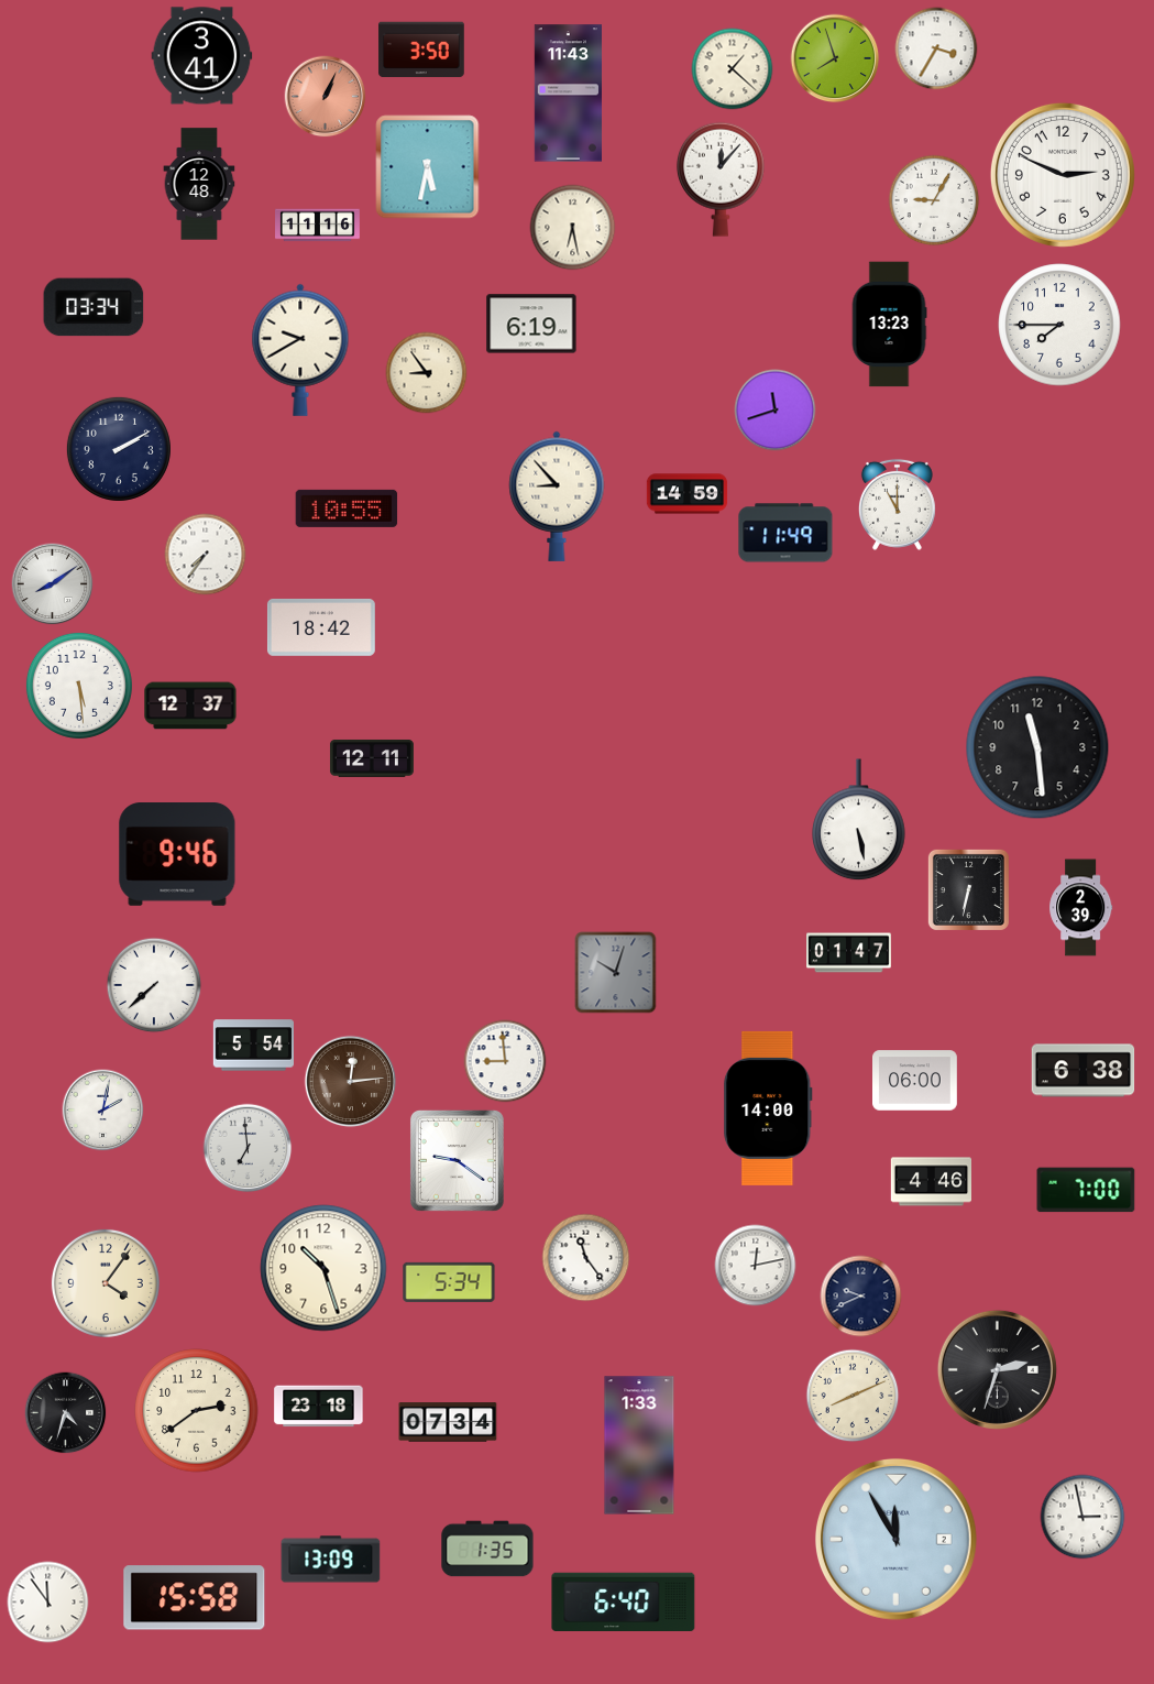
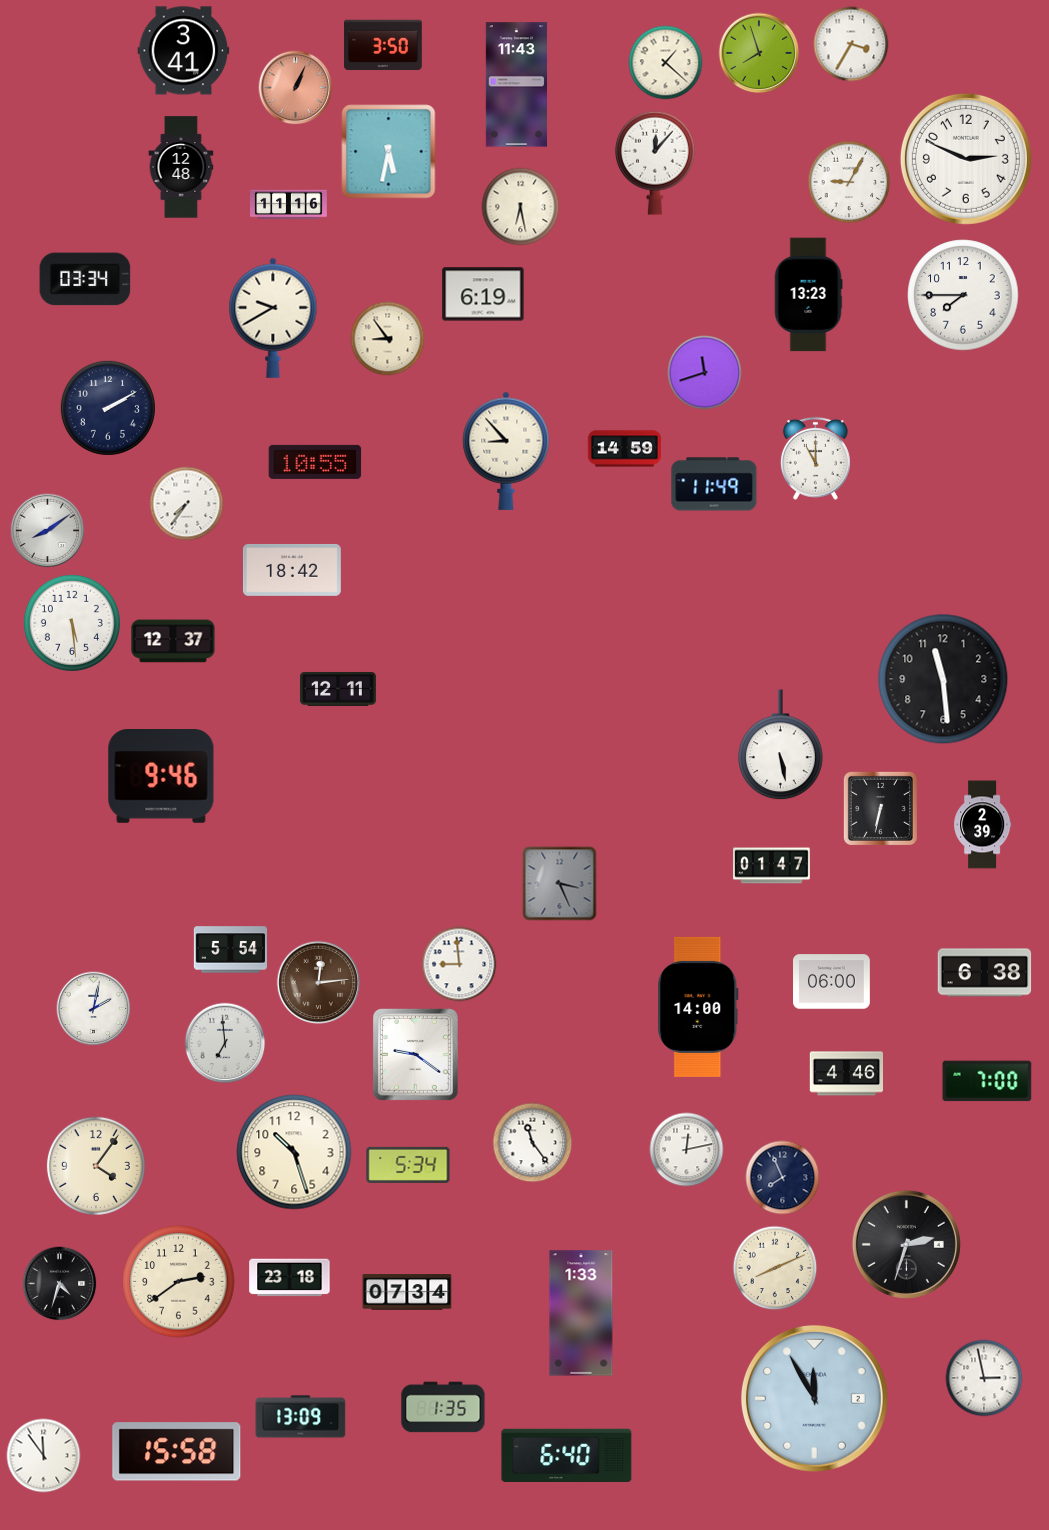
clock at (616, 973): 10:03 -> 3:26
clock at (154, 985): 7:38 -> none
clock at (861, 1297): 9:41 -> 7:56
